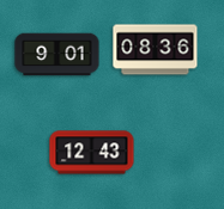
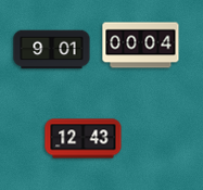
clock at (156, 50): 08:36 -> 00:04
